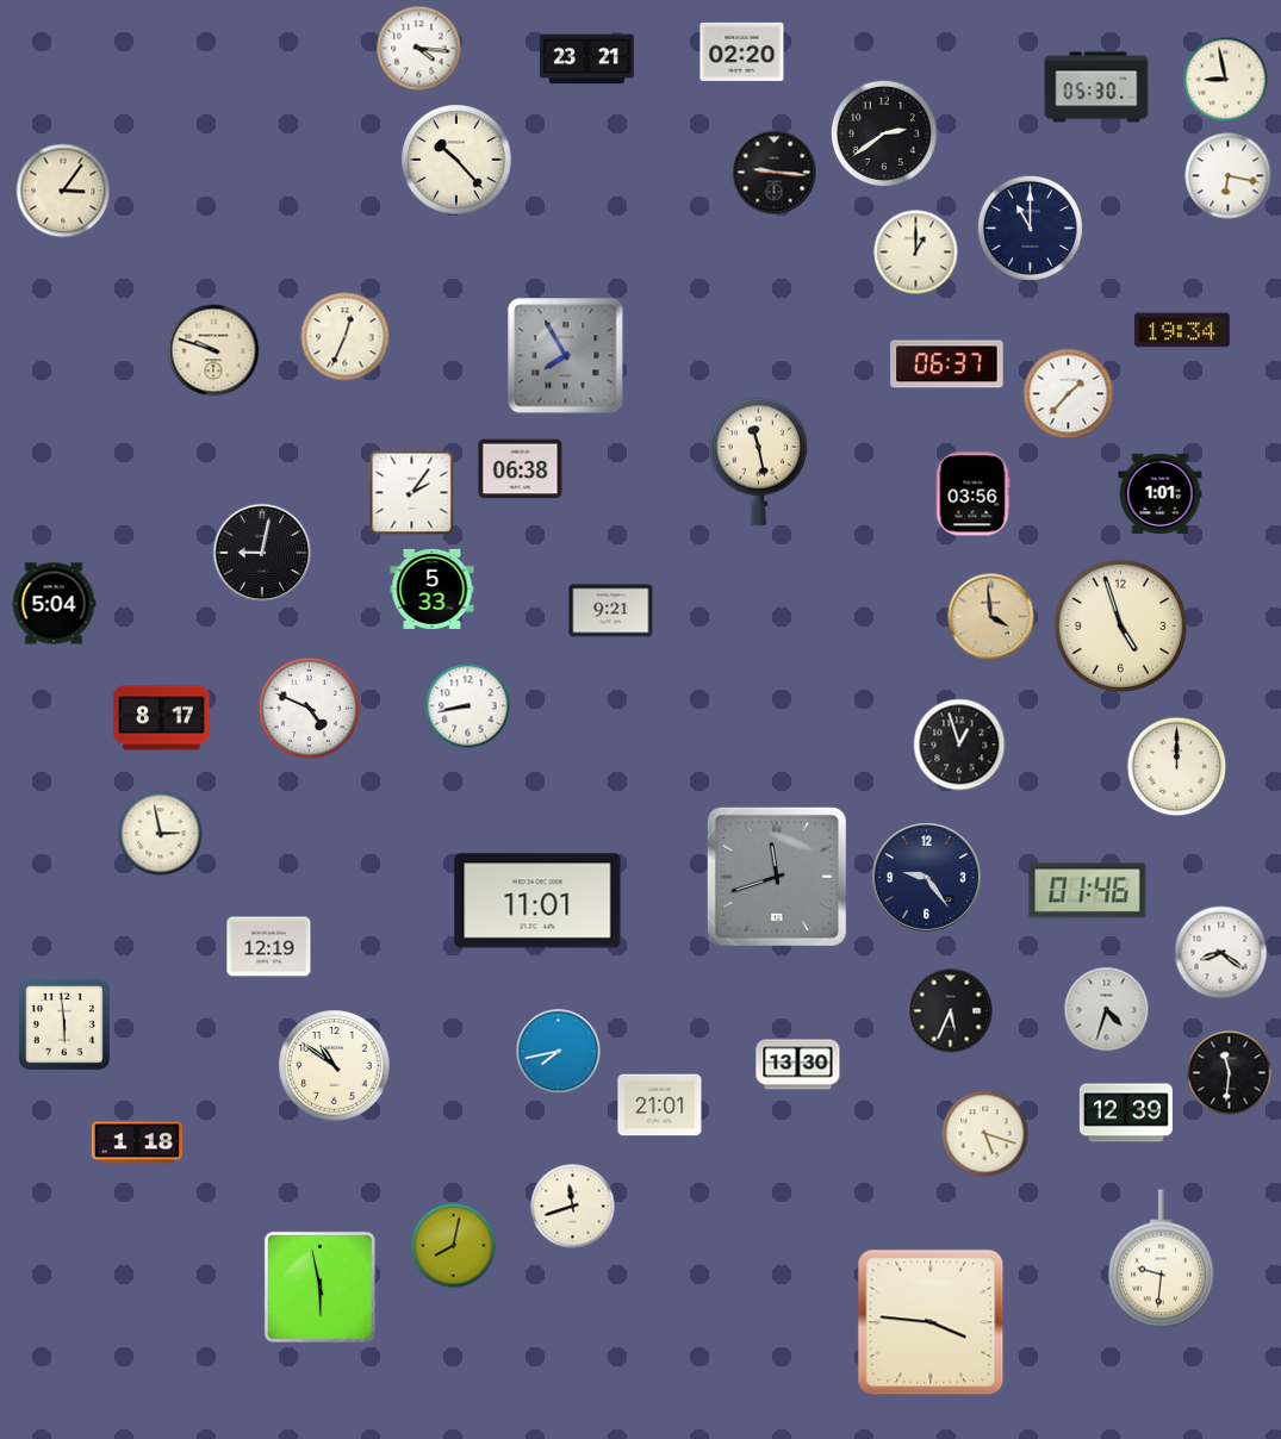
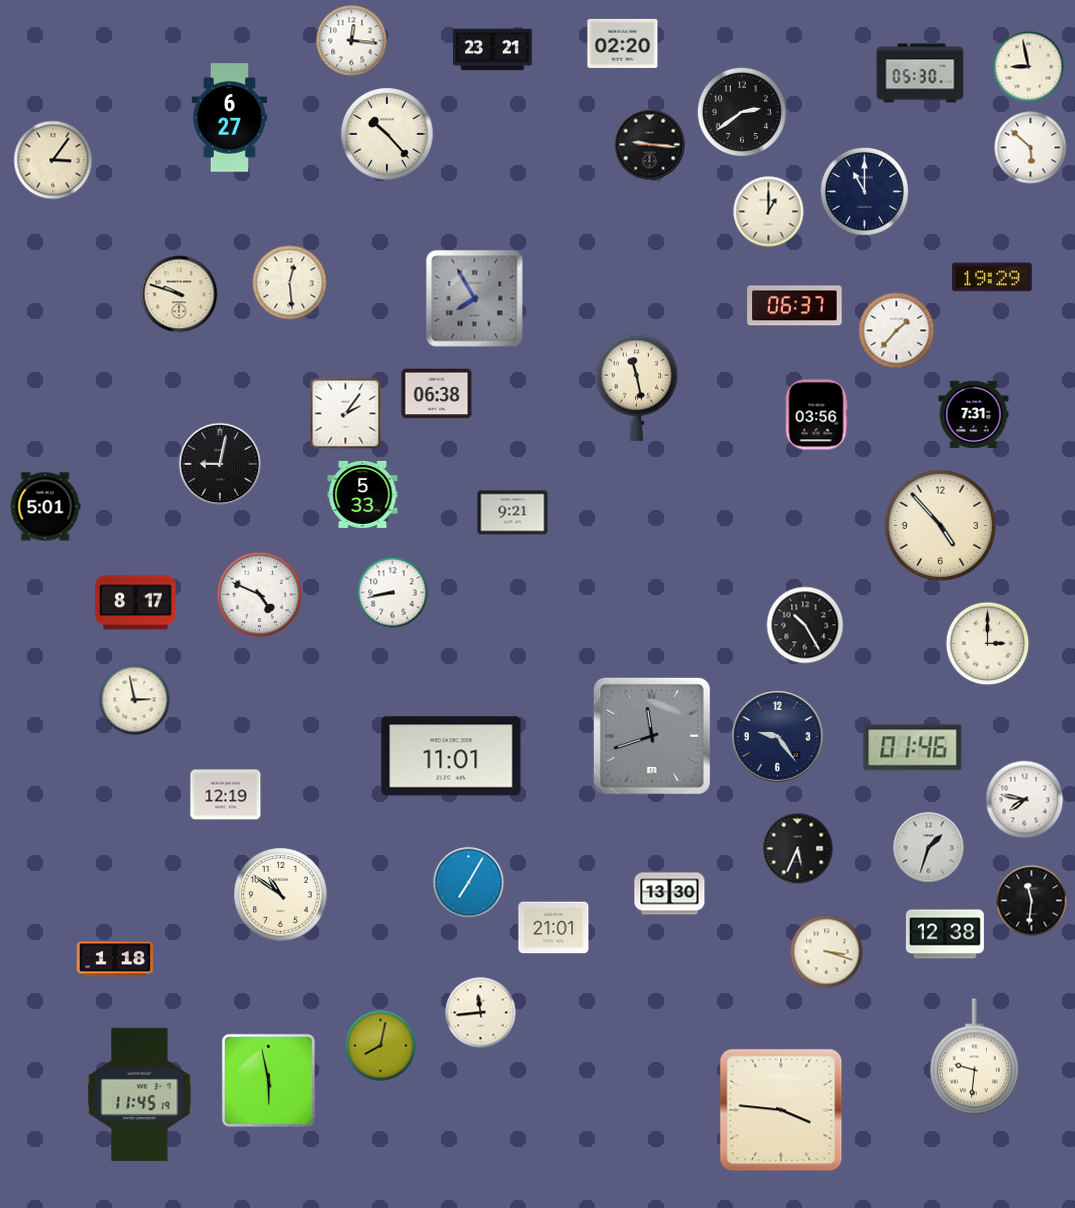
clock at (419, 49): 4:16 -> 12:16
clock at (230, 118): none -> 6:27
clock at (456, 160) position: (456, 160) -> (387, 134)
clock at (1229, 176): 6:17 -> 5:52
clock at (1182, 330): 19:34 -> 19:29
clock at (346, 337): 12:34 -> 12:29
clock at (1161, 493): 1:01 -> 7:31
clock at (54, 604): 5:04 -> 5:01
clock at (991, 617): 3:59 -> none
clock at (1120, 625): 4:57 -> 4:53
clock at (959, 745): 12:57 -> 10:25
clock at (1177, 767): 12:00 -> 3:00
clock at (1221, 953): 8:21 -> 7:47
clock at (1107, 1010): 4:33 -> 1:33
clock at (64, 1024): 5:59 -> none
clock at (559, 1052): 7:43 -> 7:05
clock at (1126, 1113): 12:39 -> 12:38
clock at (985, 1134): 5:18 -> 3:18
clock at (573, 1207): 11:42 -> 11:44
clock at (140, 1094): none -> 11:45
